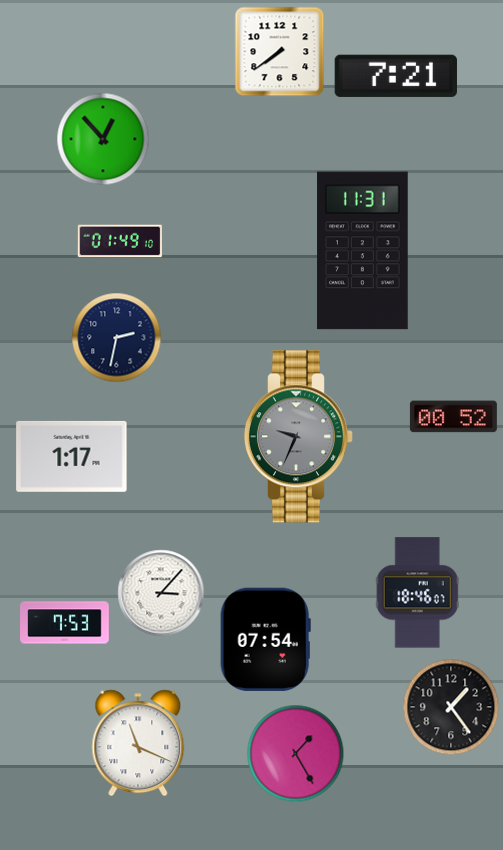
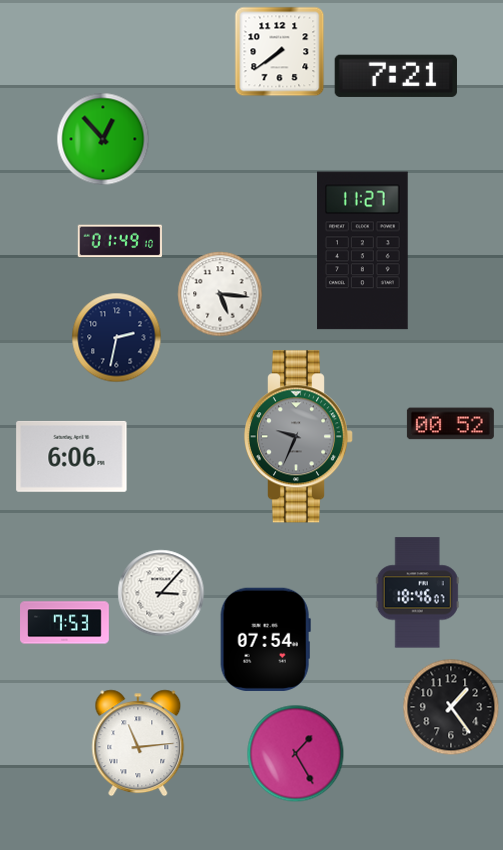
clock at (363, 251): 11:31 -> 11:27
clock at (220, 294): none -> 5:16
clock at (453, 417) position: (453, 417) -> (450, 424)
clock at (72, 456): 1:17 -> 6:06
clock at (138, 743): 11:19 -> 11:14
